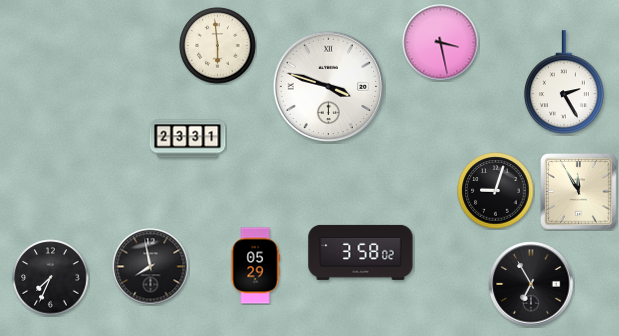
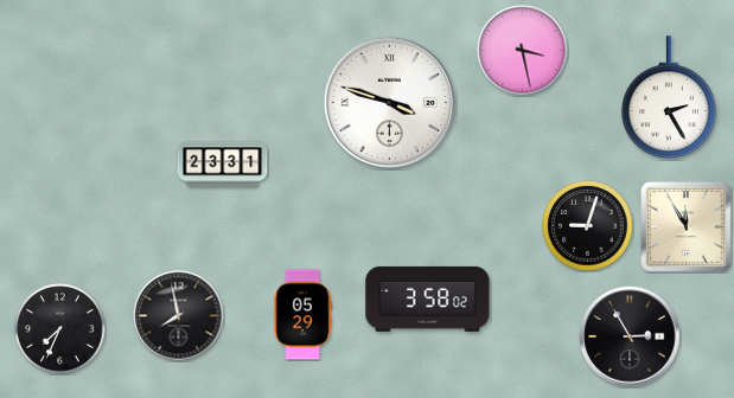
clock at (218, 46): 5:59 -> none
clock at (531, 284): 6:55 -> 2:55
